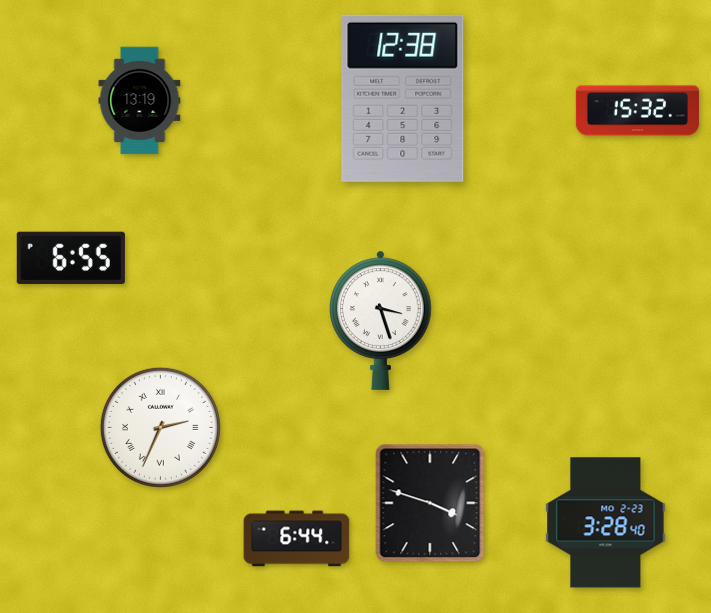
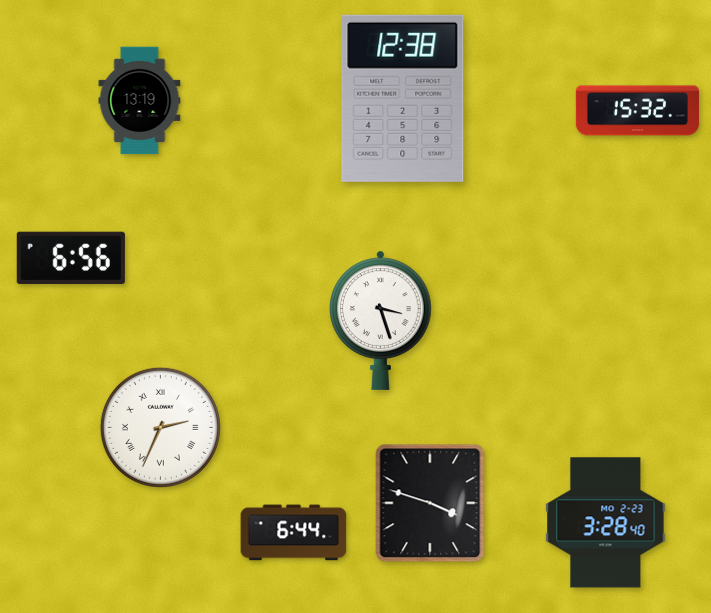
clock at (71, 258): 6:55 -> 6:56
clock at (297, 539) position: (297, 539) -> (294, 533)
